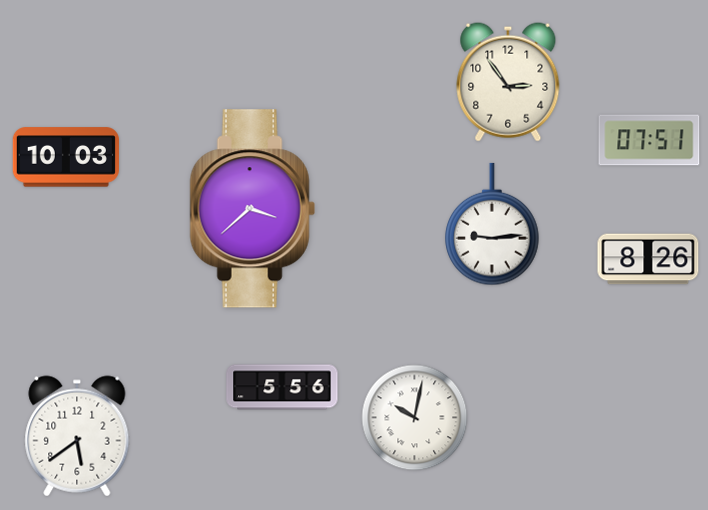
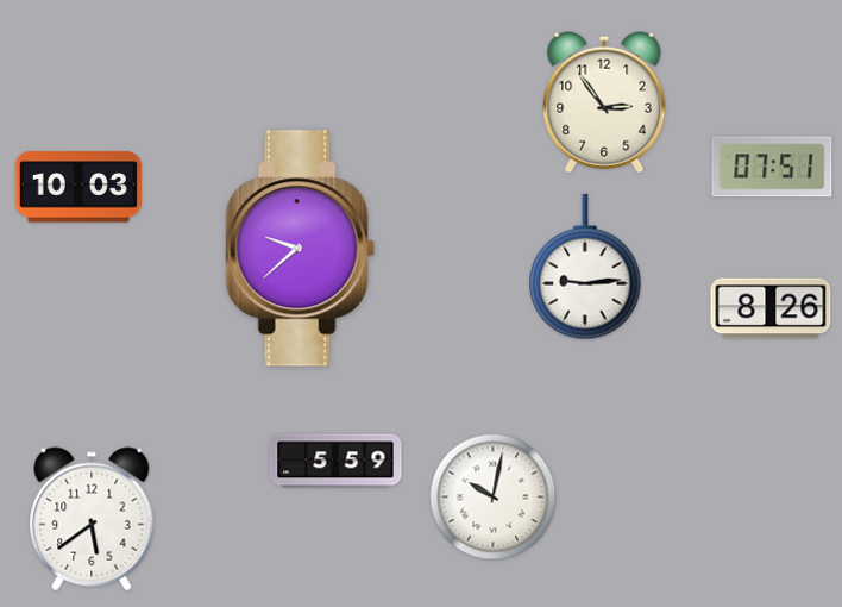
clock at (508, 82) position: (508, 82) -> (604, 102)
clock at (252, 209): 3:38 -> 9:38
clock at (282, 387): 5:56 -> 5:59
